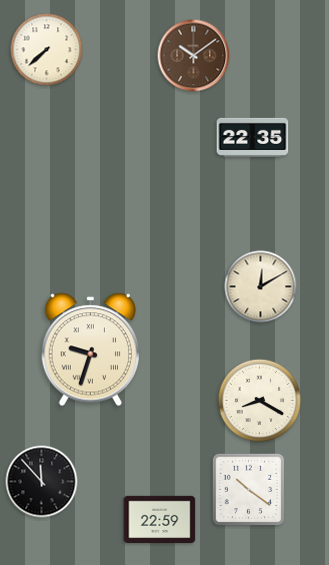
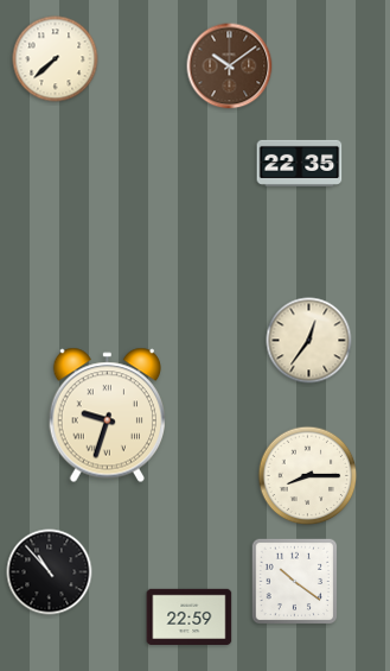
clock at (261, 287): 12:10 -> 12:36
clock at (260, 401): 8:20 -> 8:15
clock at (42, 482): 11:53 -> 10:53
